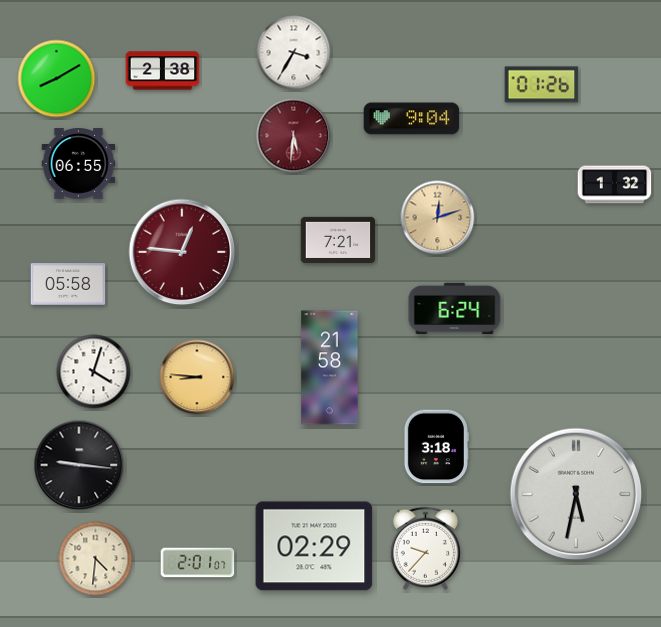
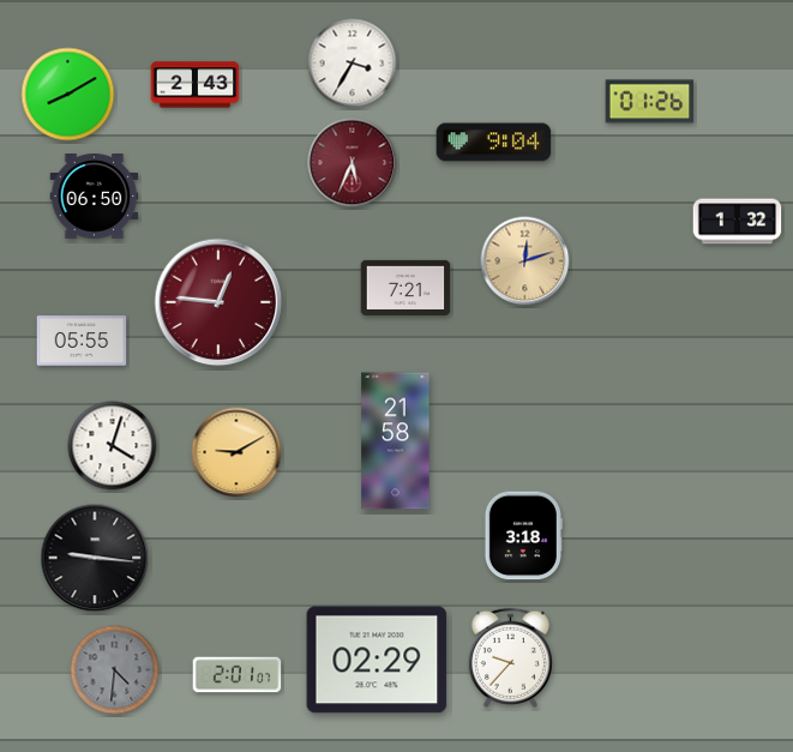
clock at (163, 71): 2:38 -> 2:43
clock at (294, 136): 5:31 -> 5:34
clock at (79, 164): 06:55 -> 06:50
clock at (68, 284): 05:58 -> 05:55
clock at (455, 309): 6:24 -> none
clock at (197, 377): 8:46 -> 9:10
clock at (576, 494): 5:32 -> none
clock at (314, 546) position: (314, 546) -> (377, 660)
clock at (96, 559) dial: cream -> grey
